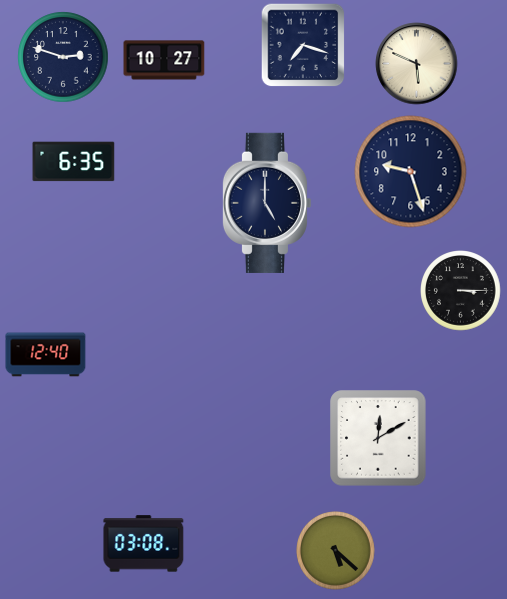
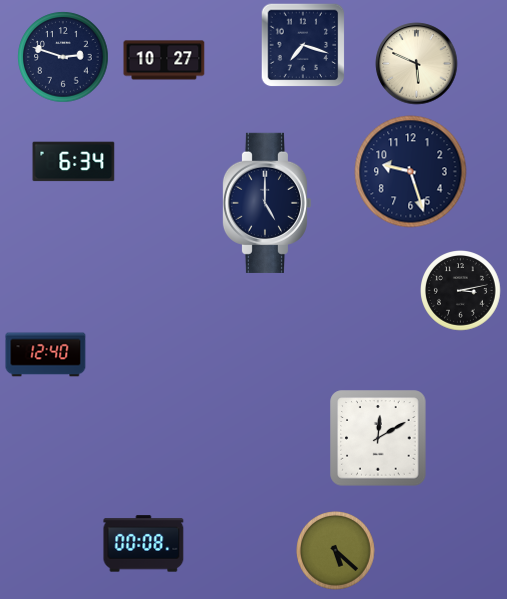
clock at (74, 162): 6:35 -> 6:34
clock at (461, 291): 3:15 -> 3:13
clock at (144, 544): 03:08 -> 00:08
